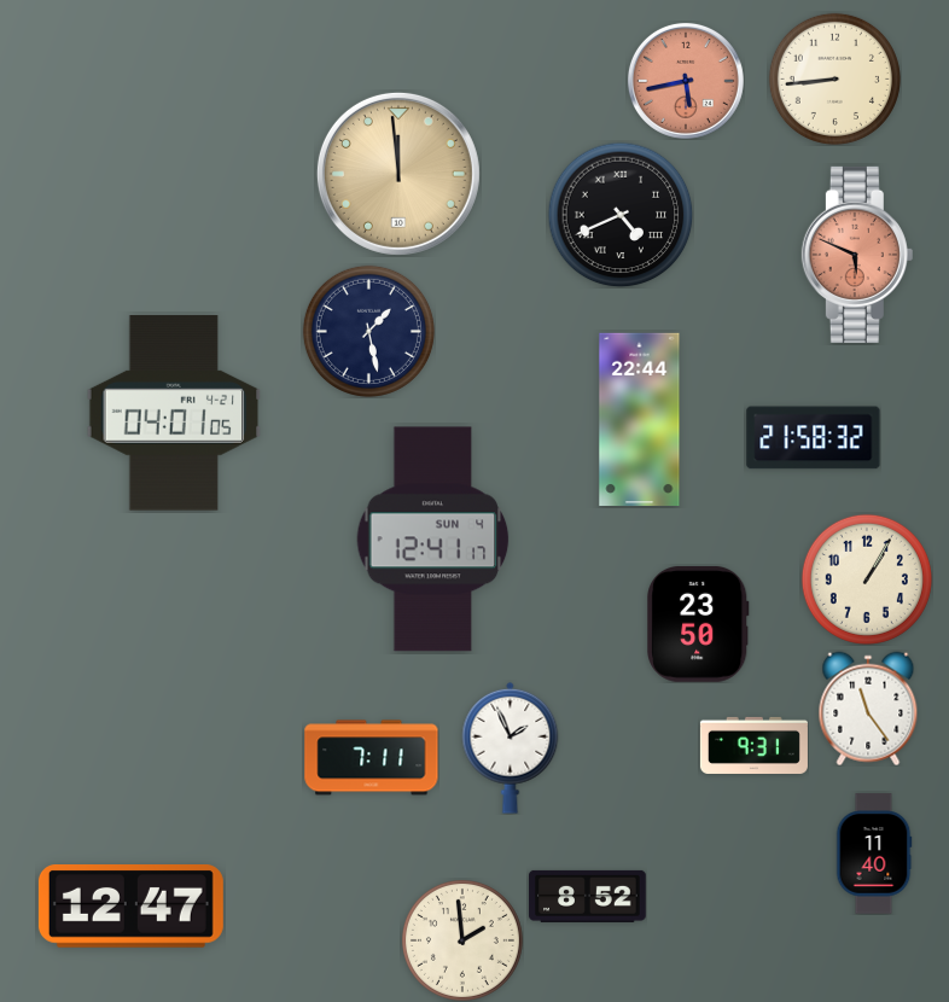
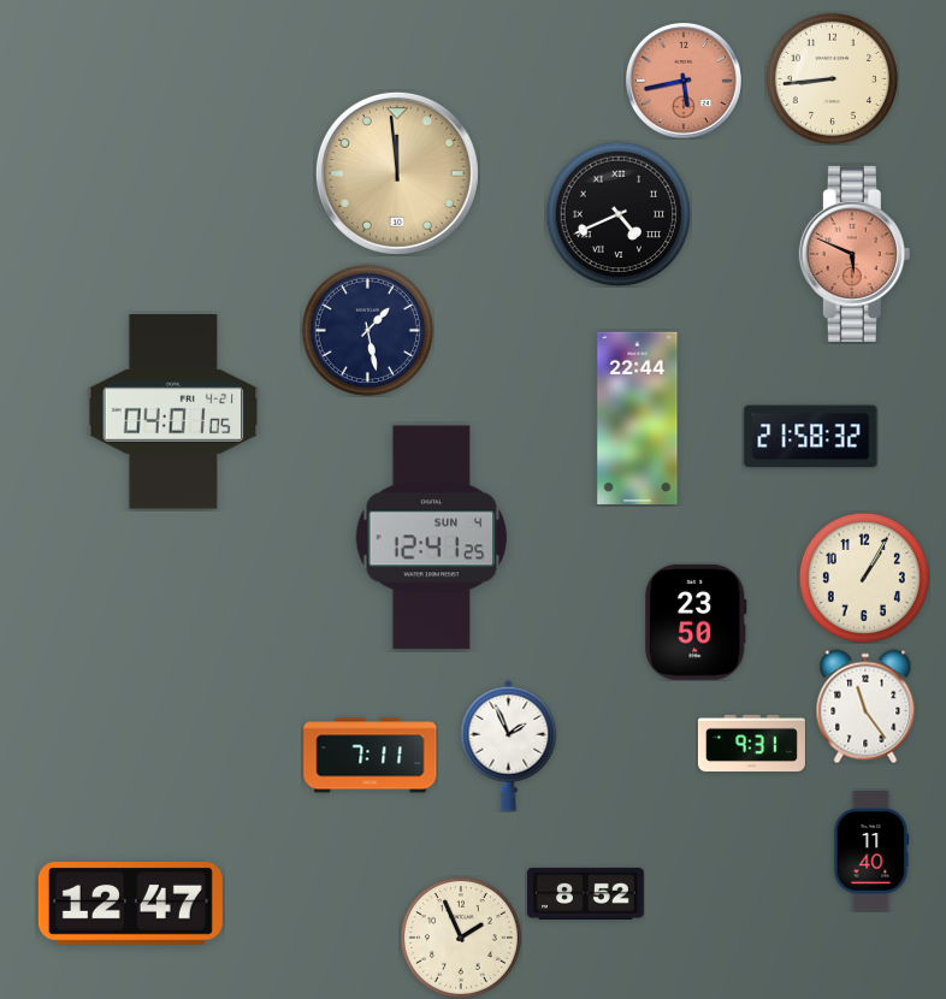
clock at (433, 540): 12:41:17 -> 12:41:25
clock at (462, 940): 1:59 -> 1:56
